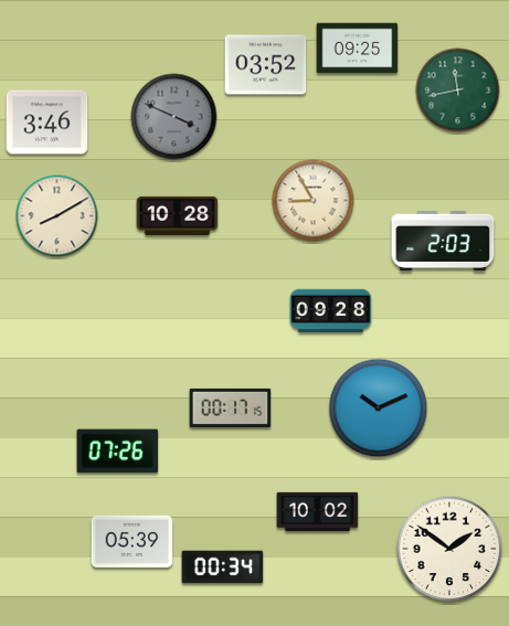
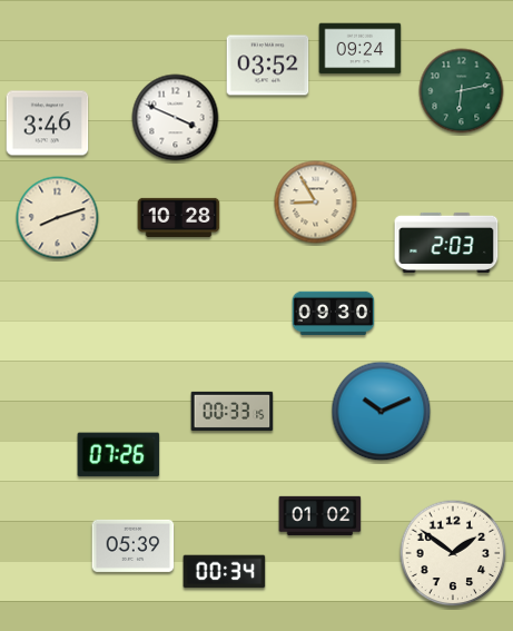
clock at (358, 49): 09:25 -> 09:24
clock at (458, 91): 11:43 -> 6:13
clock at (174, 117) dial: grey -> white
clock at (57, 216): 8:10 -> 8:12
clock at (331, 311): 09:28 -> 09:30
clock at (231, 407): 00:17 -> 00:33
clock at (318, 511): 10:02 -> 01:02
